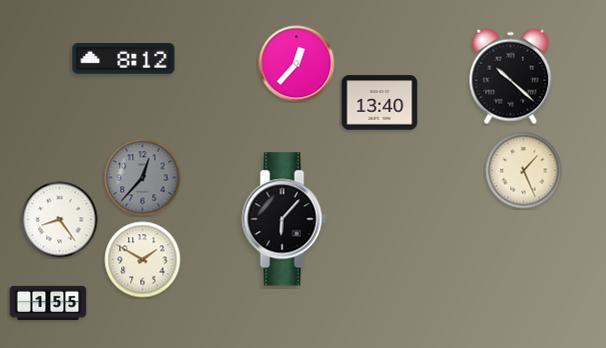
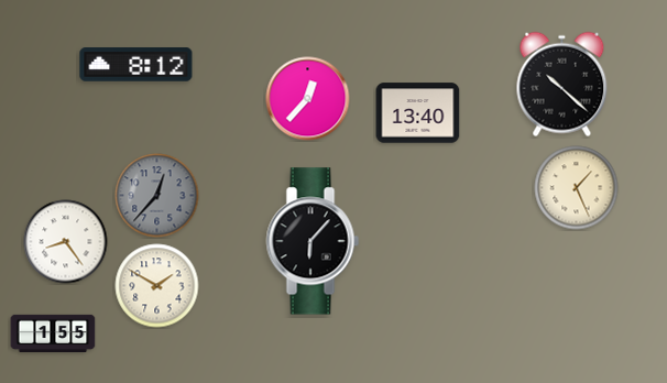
clock at (297, 64) position: (297, 64) -> (308, 99)
